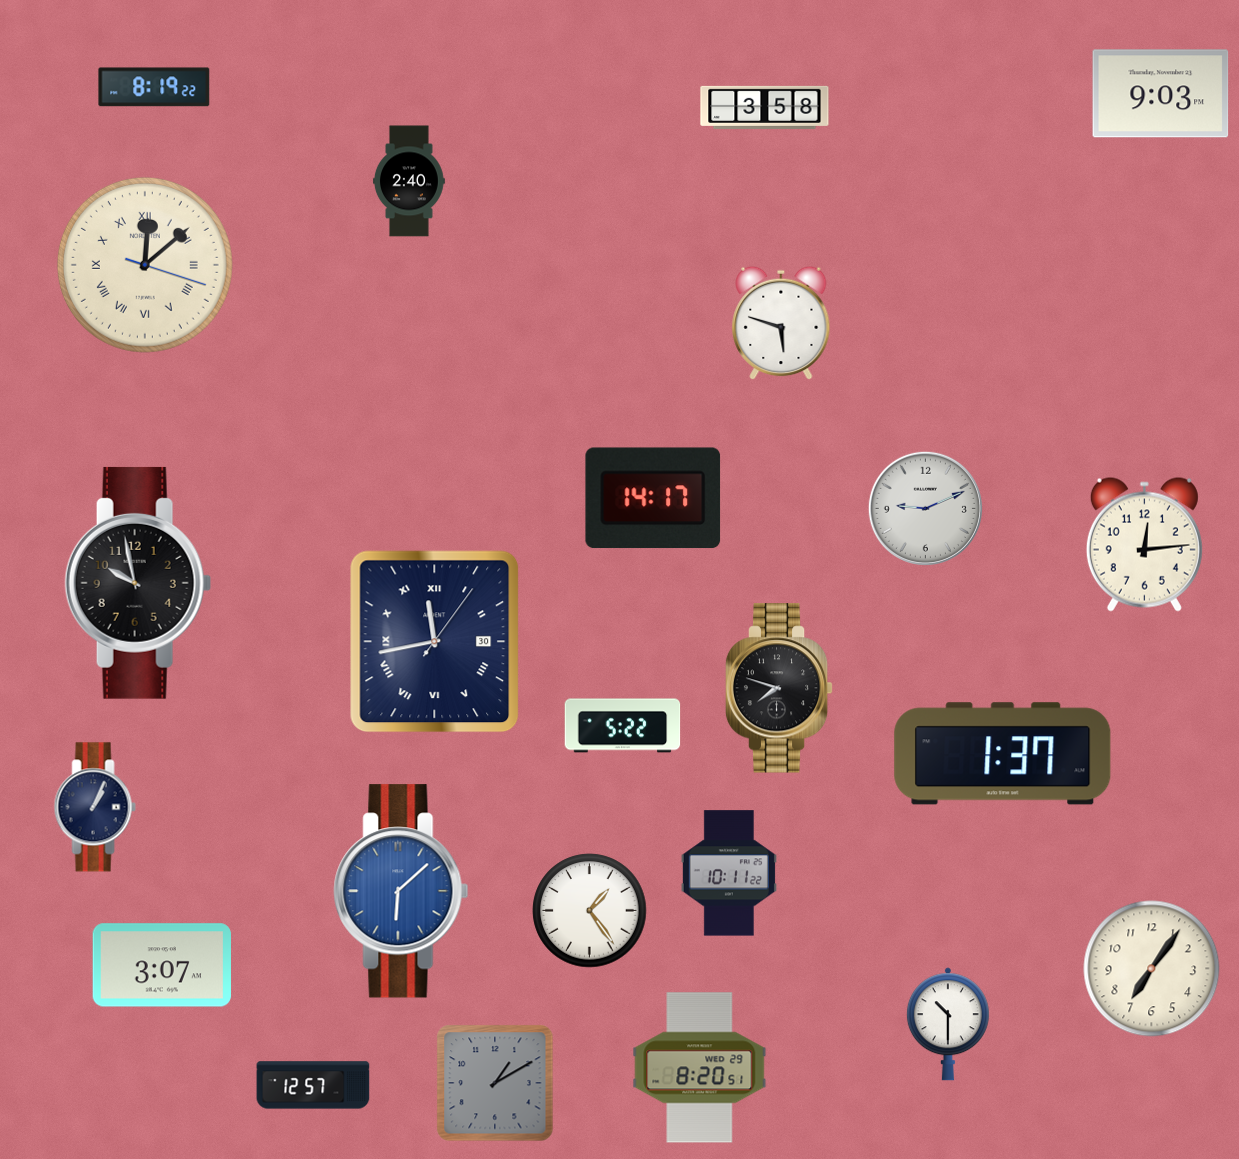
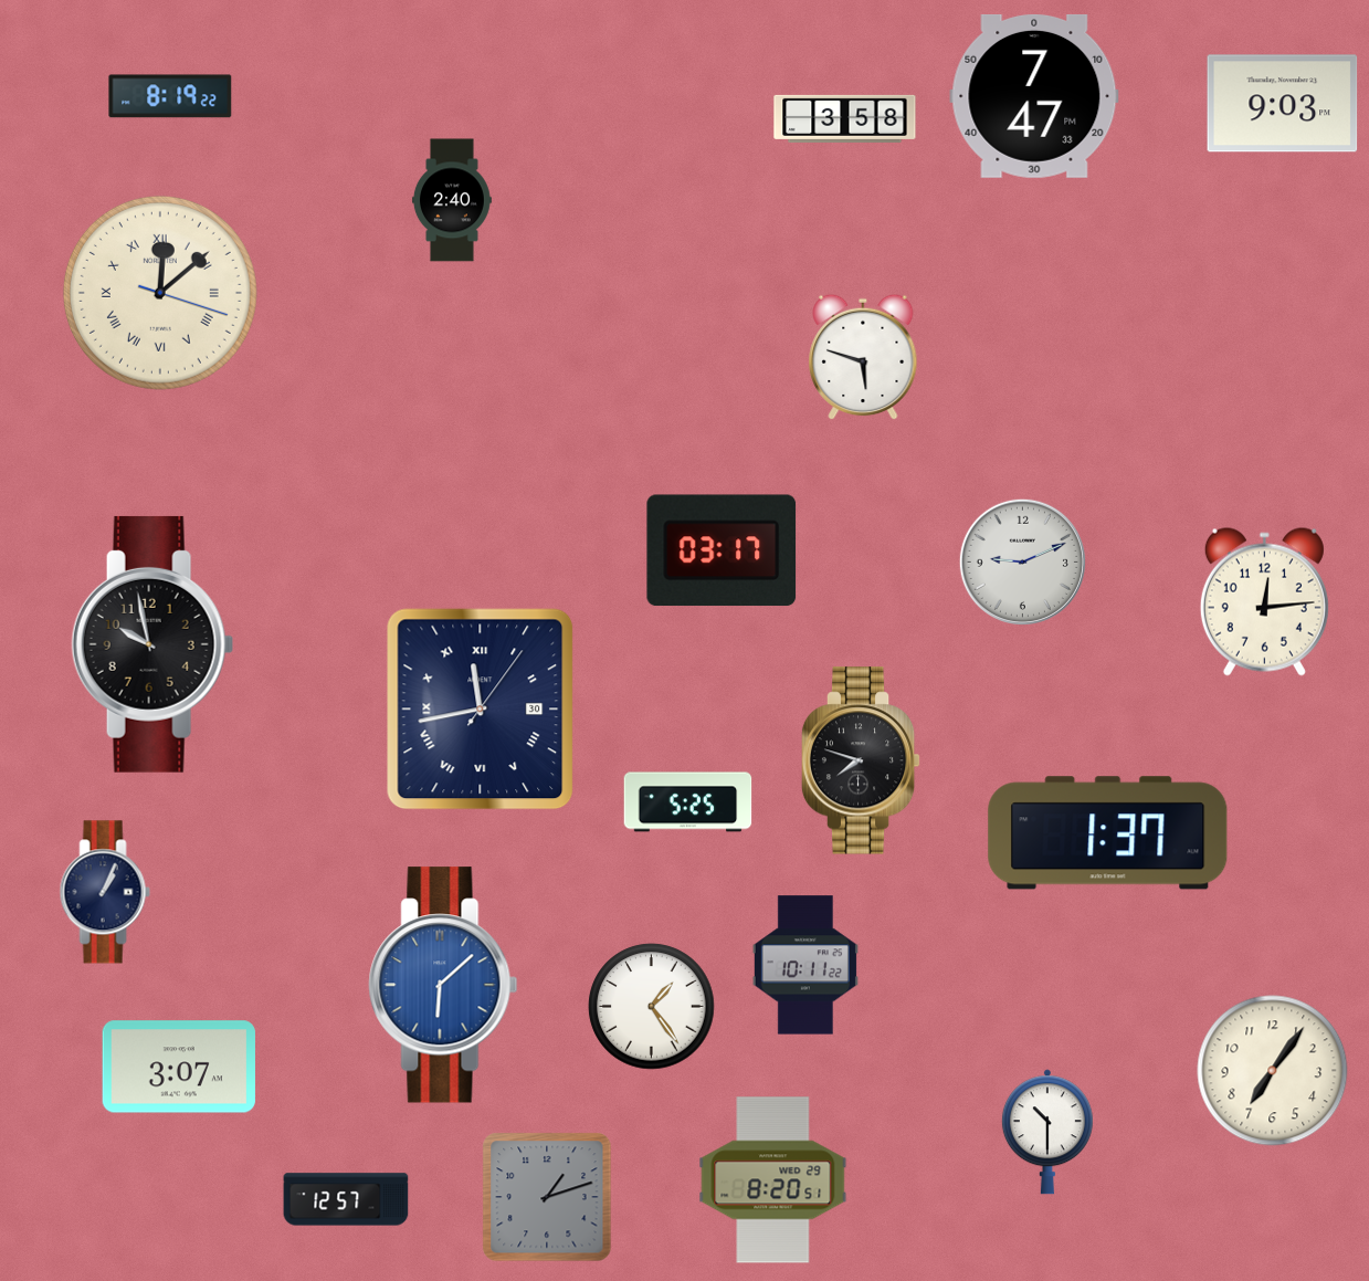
clock at (1034, 96): none -> 7:47
clock at (653, 498): 14:17 -> 03:17
clock at (623, 726): 5:22 -> 5:25
clock at (495, 1083): 1:10 -> 1:12
